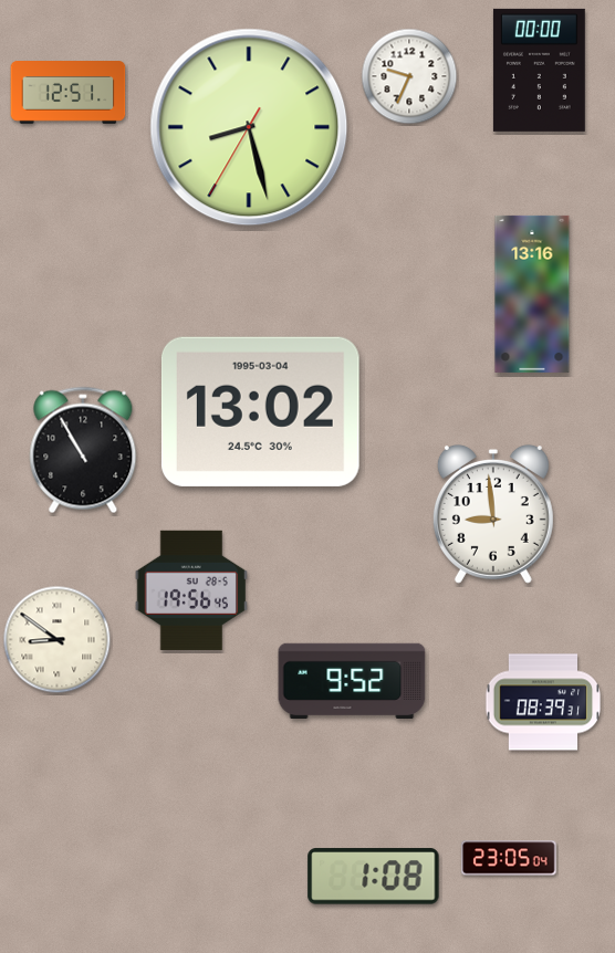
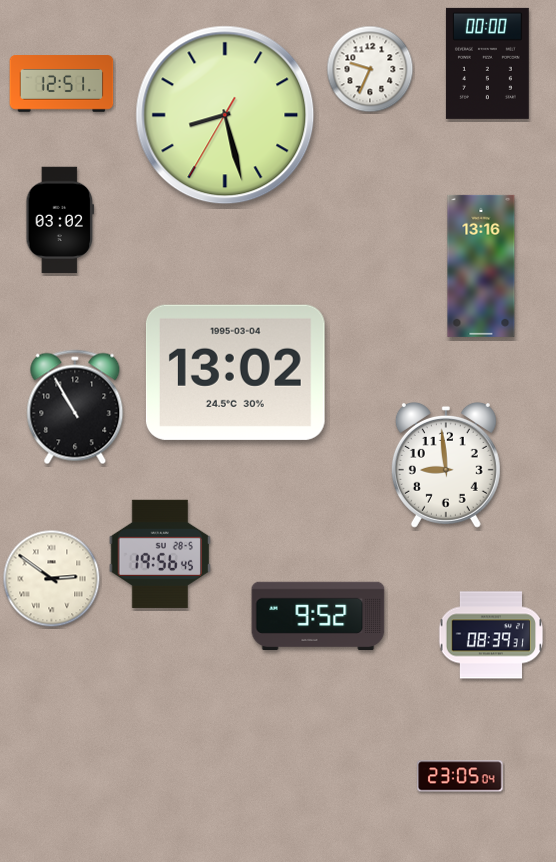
clock at (60, 220): none -> 03:02
clock at (190, 590) position: (190, 590) -> (159, 554)
clock at (58, 640): 8:51 -> 2:51
clock at (374, 877): 1:08 -> none
